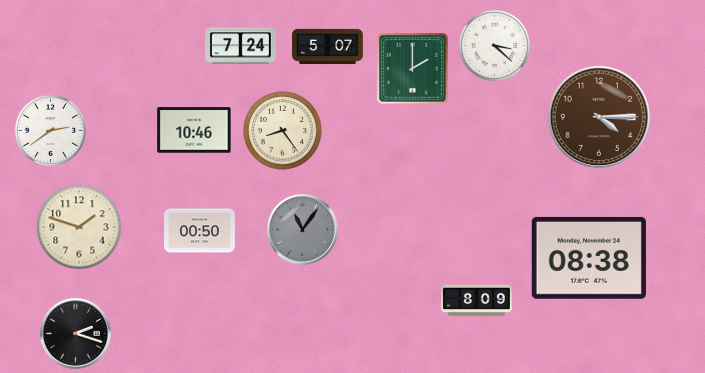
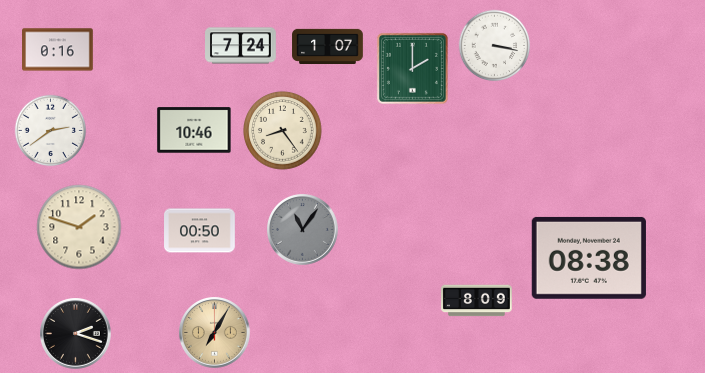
clock at (328, 46): 5:07 -> 1:07
clock at (495, 46): 3:22 -> 3:17
clock at (58, 50): none -> 0:16
clock at (599, 117): 4:15 -> none
clock at (215, 333): none -> 7:05
